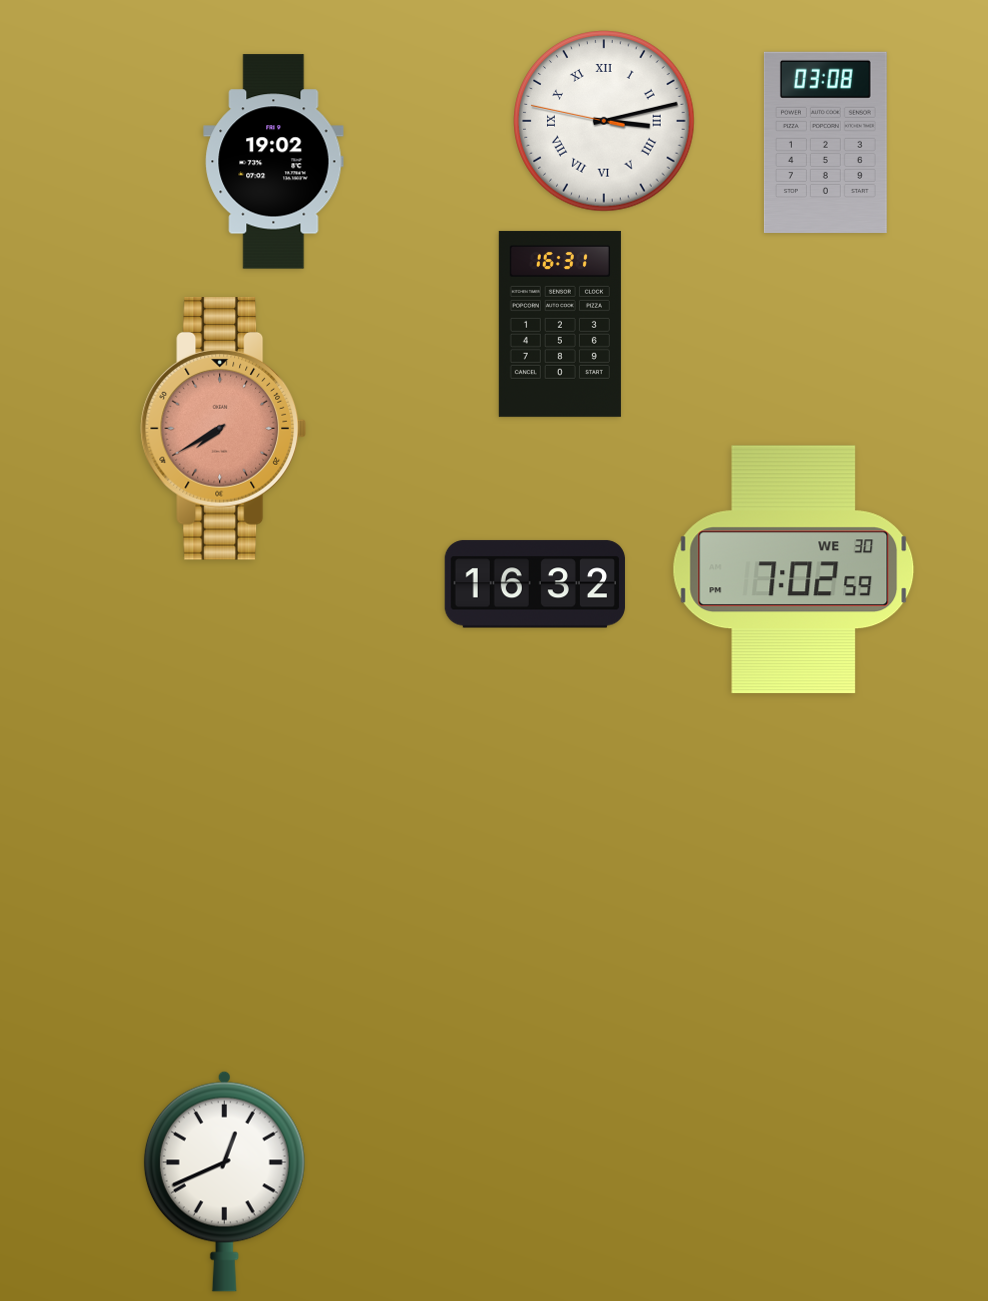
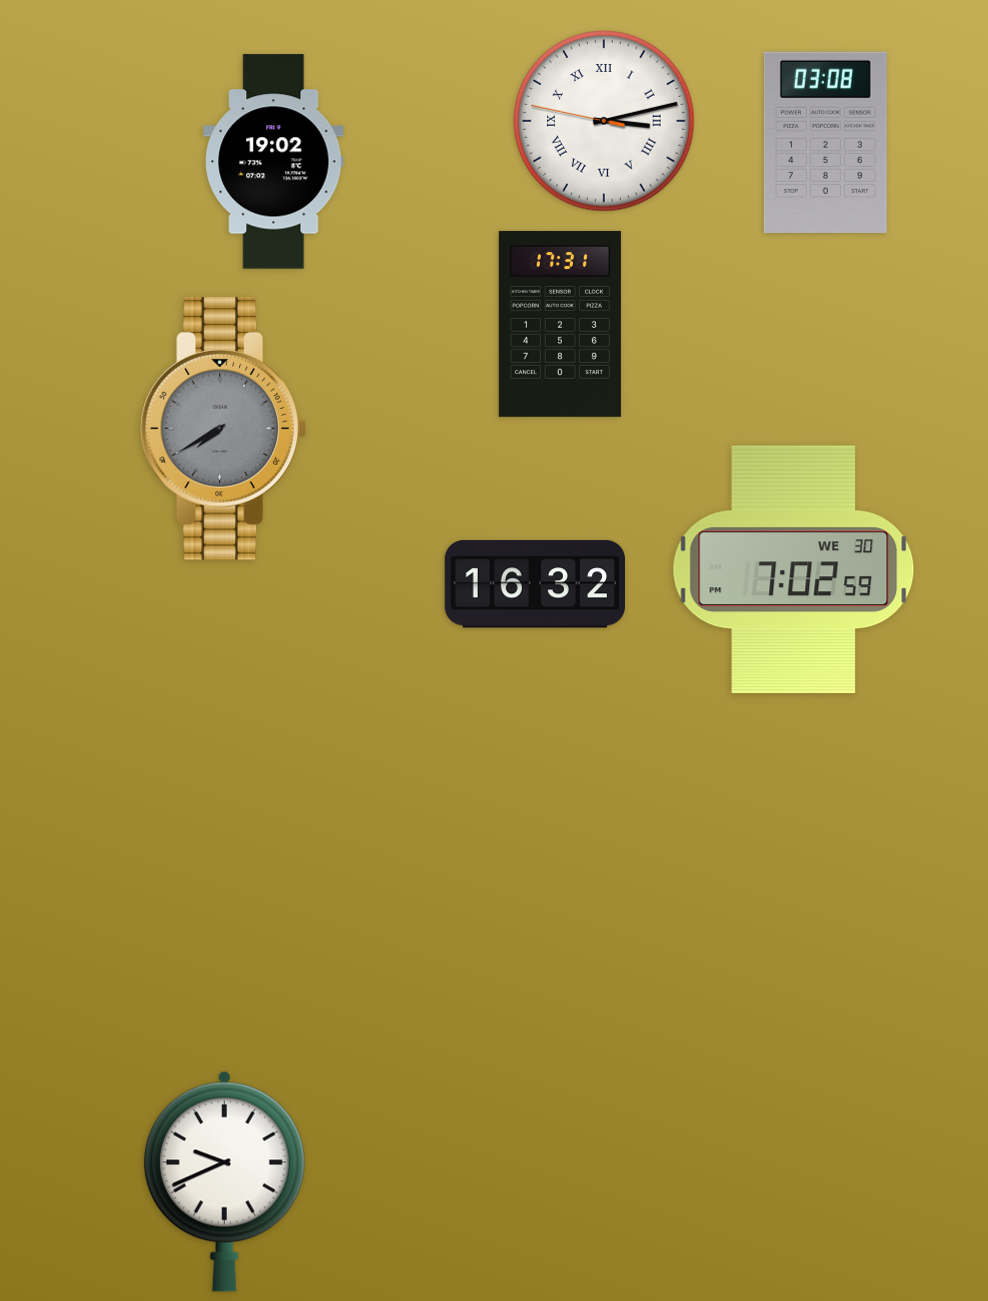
clock at (560, 324): 16:31 -> 17:31
clock at (223, 428) dial: salmon -> grey
clock at (224, 1181): 12:41 -> 9:41
